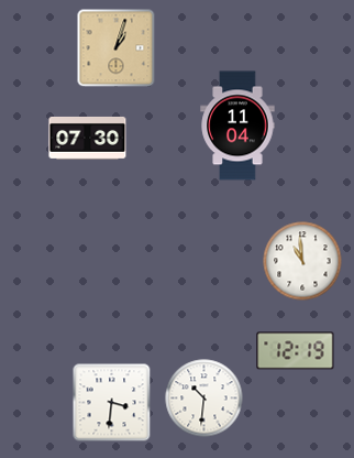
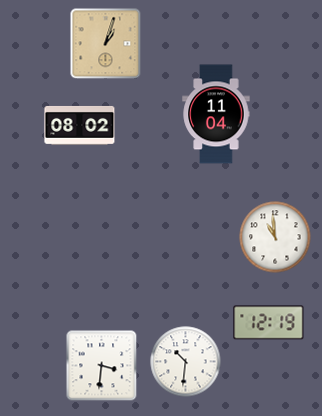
clock at (88, 138): 07:30 -> 08:02
clock at (296, 351) position: (296, 351) -> (269, 323)
